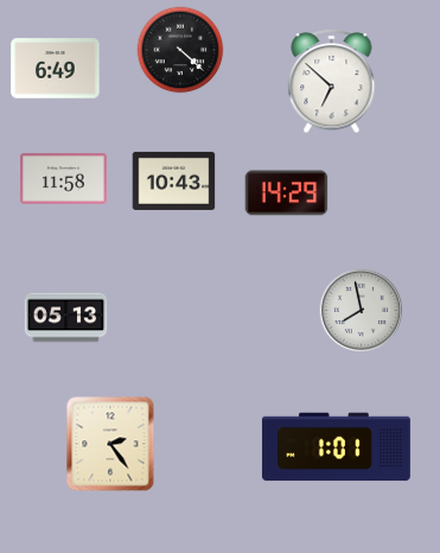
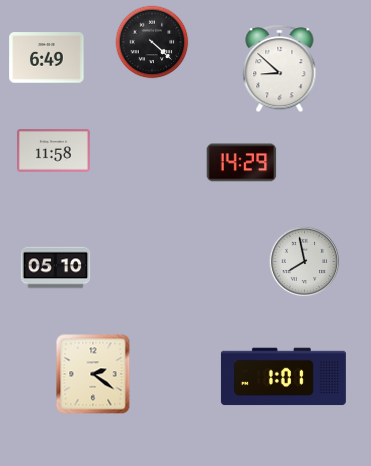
clock at (332, 82): 6:52 -> 8:52
clock at (174, 180): 10:43 -> none
clock at (66, 318): 05:13 -> 05:10
clock at (110, 444): 2:24 -> 2:21
